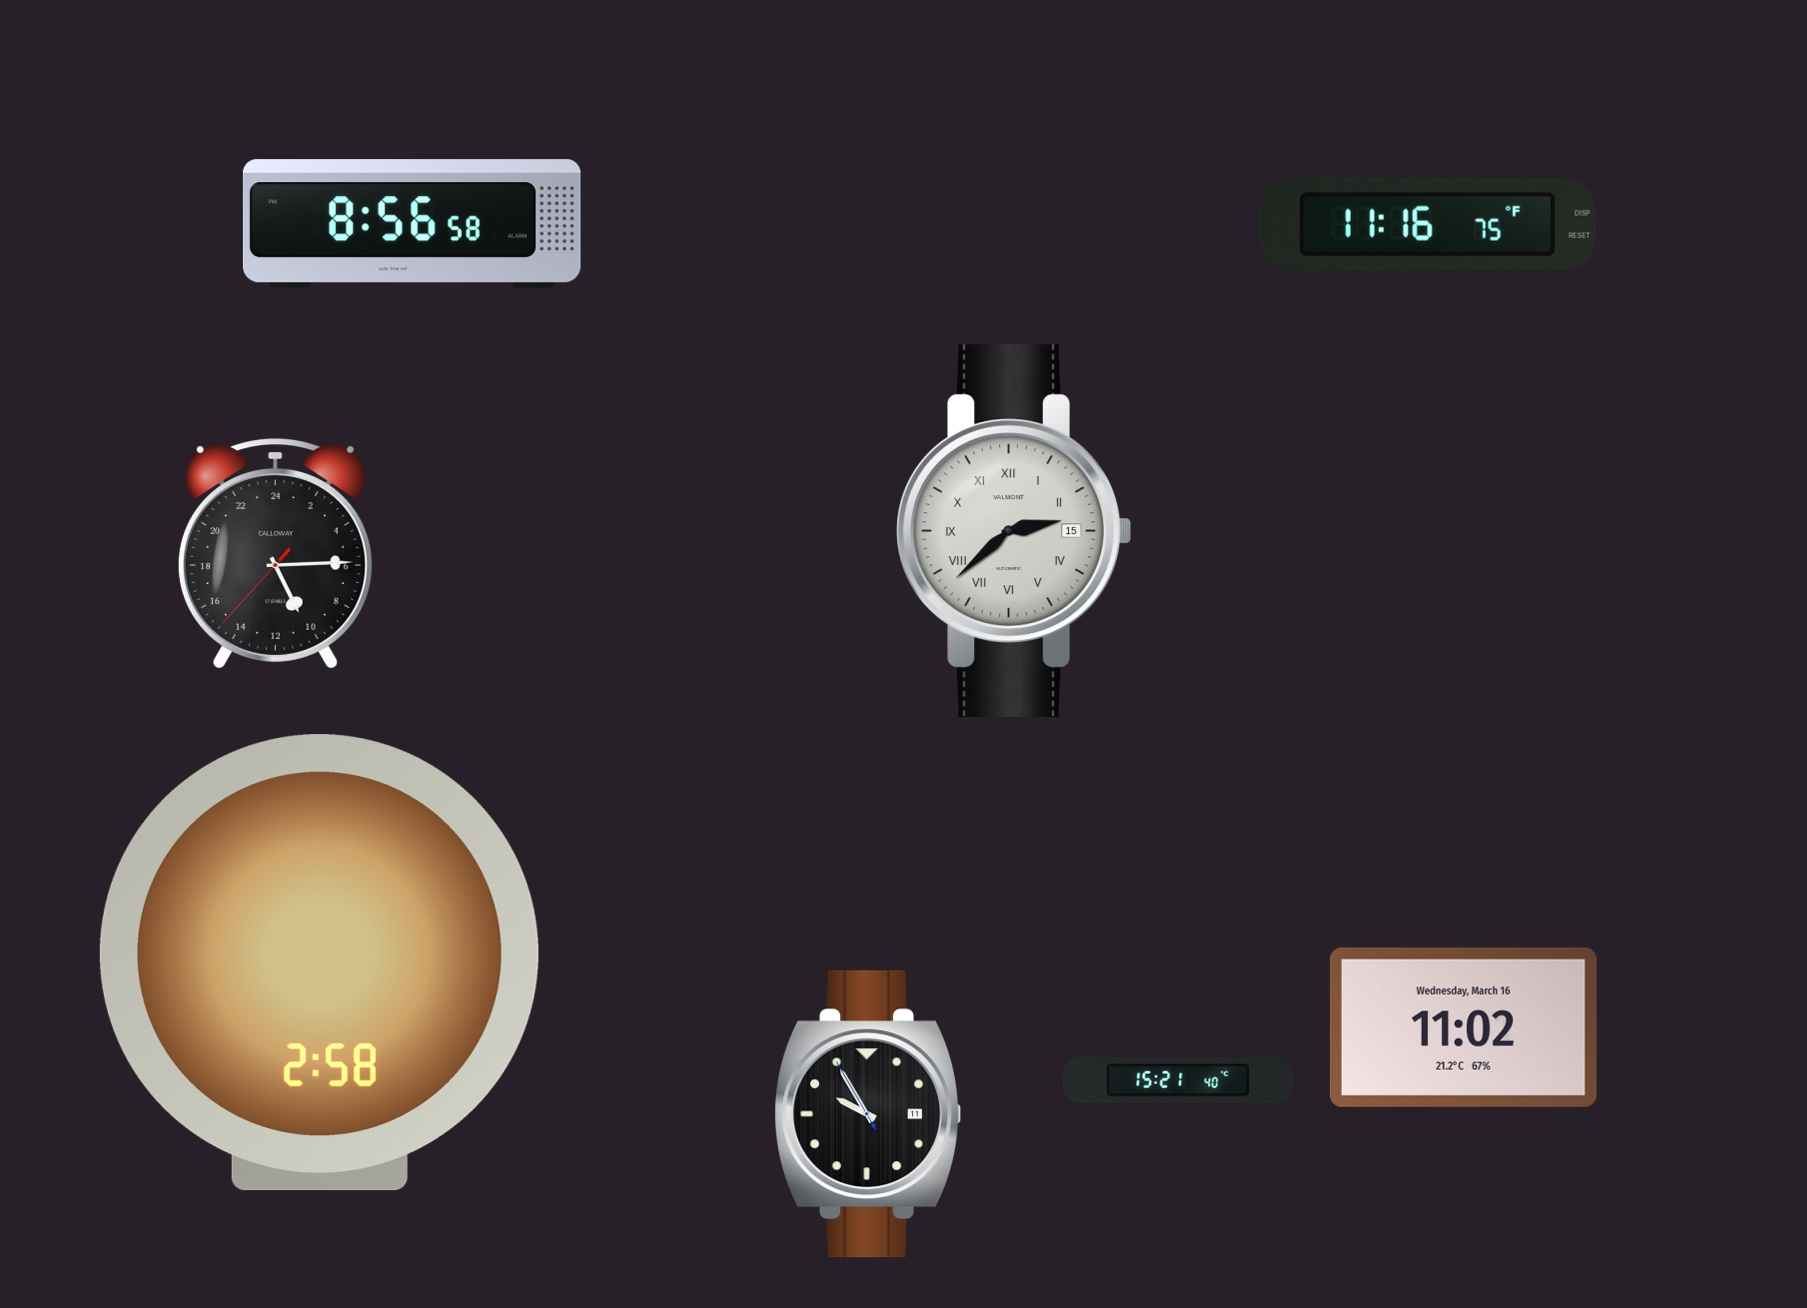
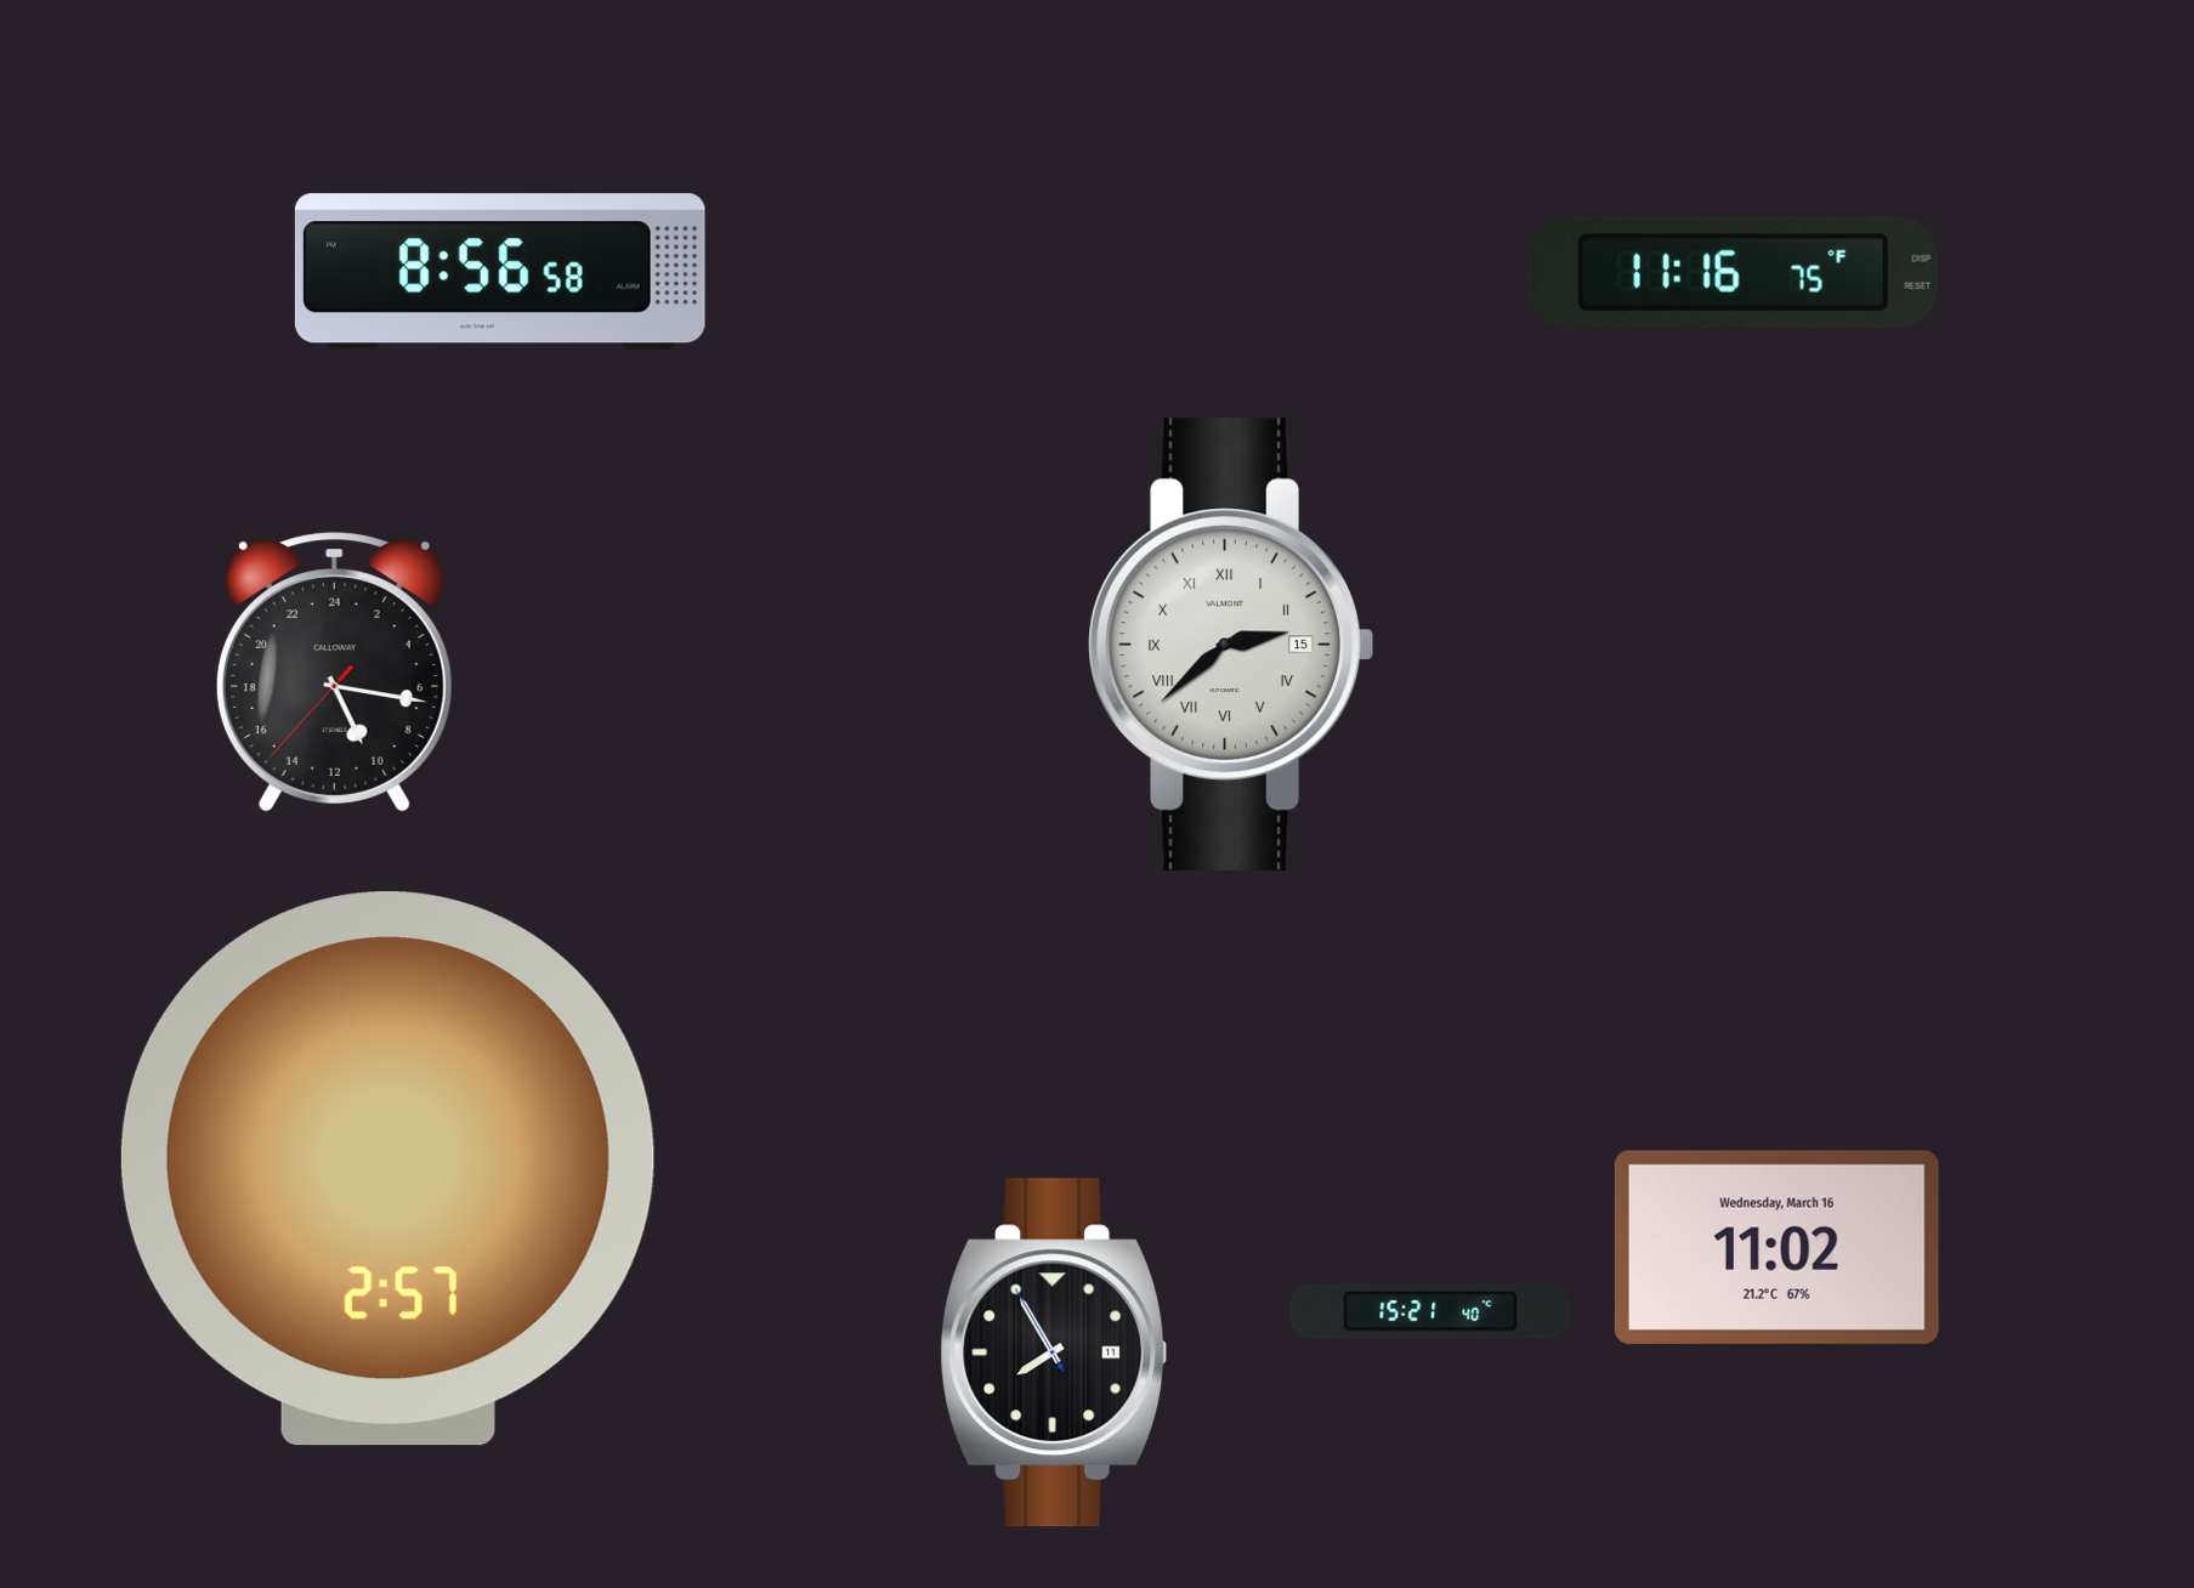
clock at (275, 554): 10:14 -> 10:16
clock at (319, 963): 2:58 -> 2:57
clock at (868, 1114): 9:54 -> 7:54
